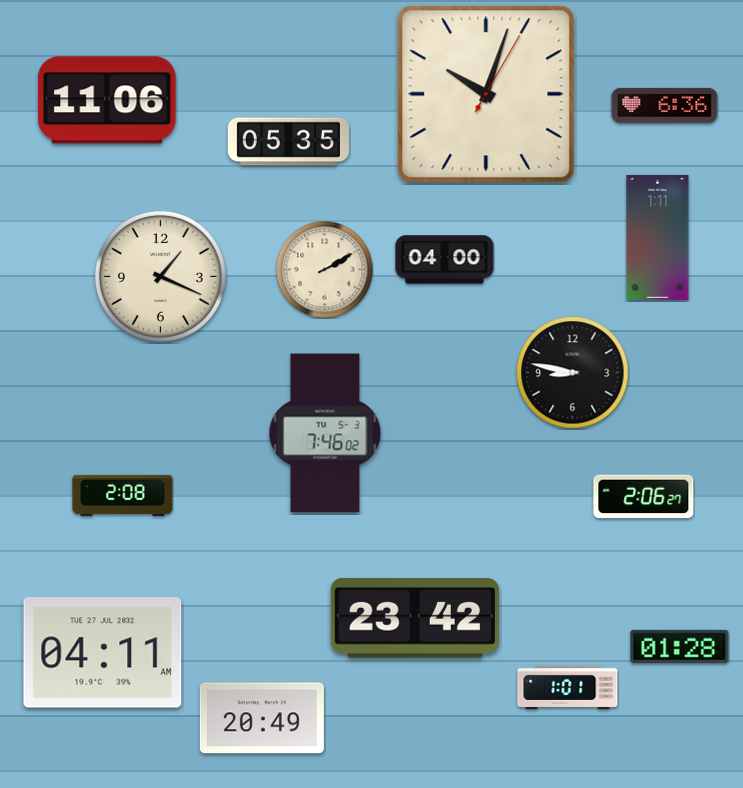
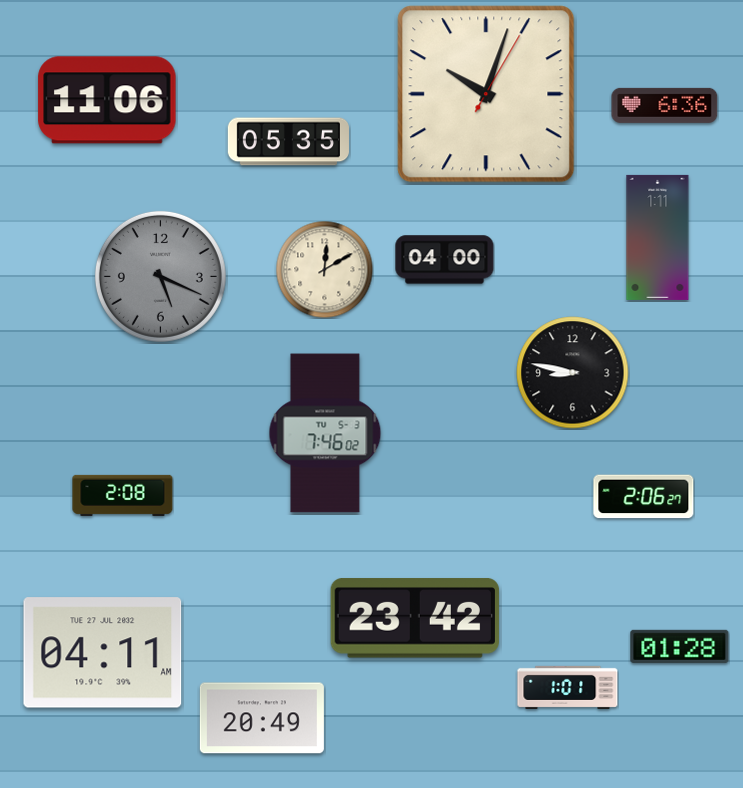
clock at (324, 269): 2:10 -> 12:10
clock at (160, 276): 1:19 -> 5:19
clock at (160, 276) dial: cream -> grey
